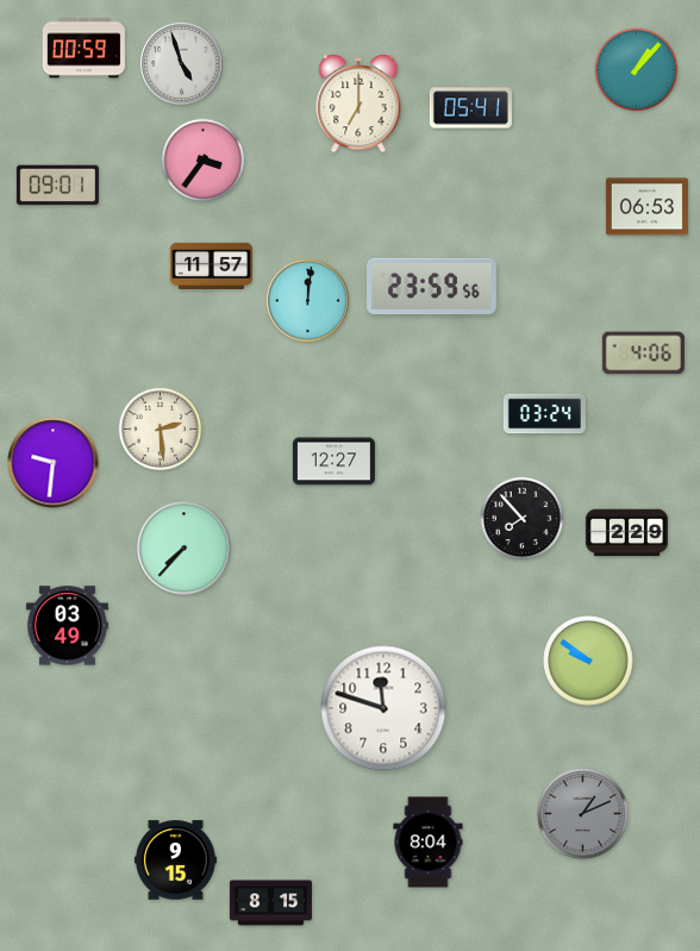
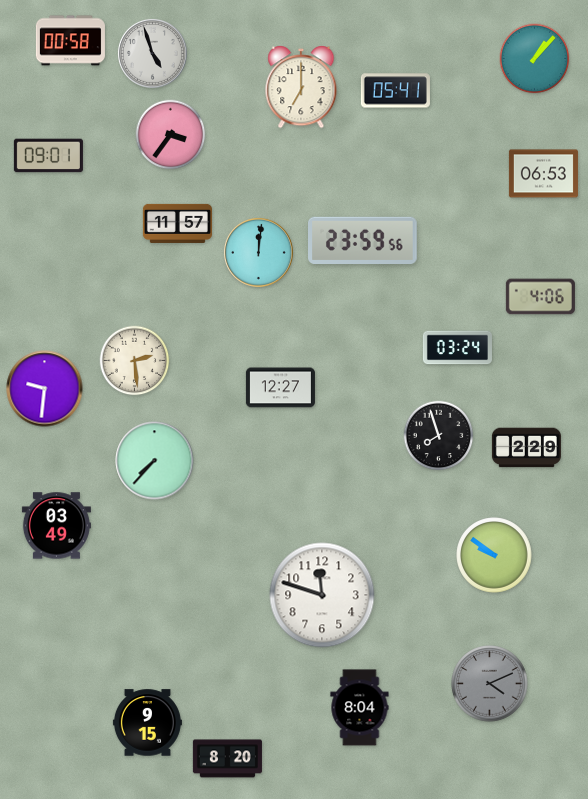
clock at (83, 49): 00:59 -> 00:58
clock at (523, 519): 7:53 -> 7:57
clock at (583, 814): 1:11 -> 4:11
clock at (270, 903): 8:15 -> 8:20
